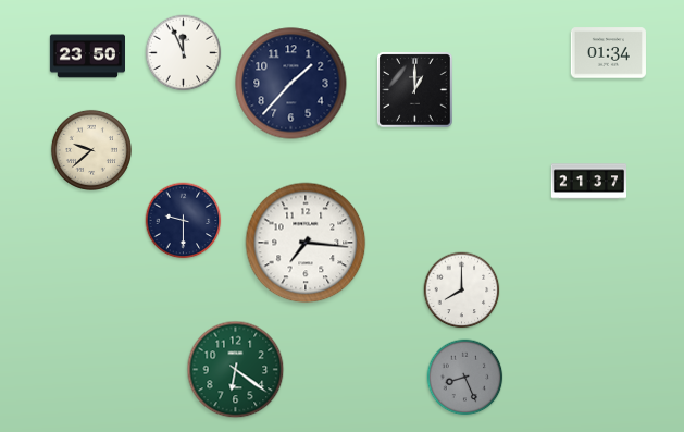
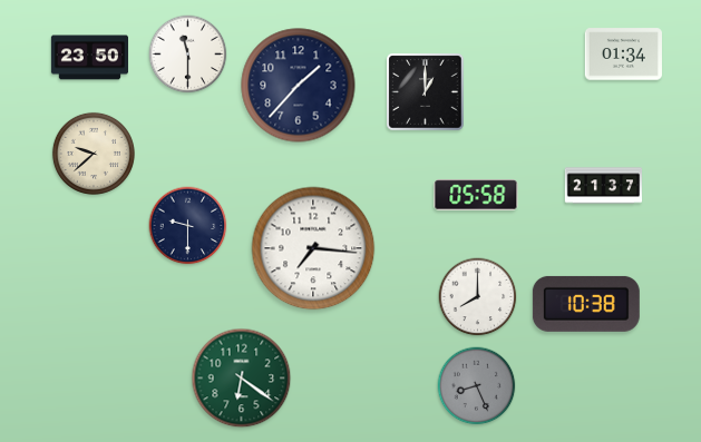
clock at (184, 53): 11:56 -> 11:30
clock at (476, 196): none -> 05:58
clock at (462, 291) position: (462, 291) -> (478, 297)
clock at (586, 304): none -> 10:38
